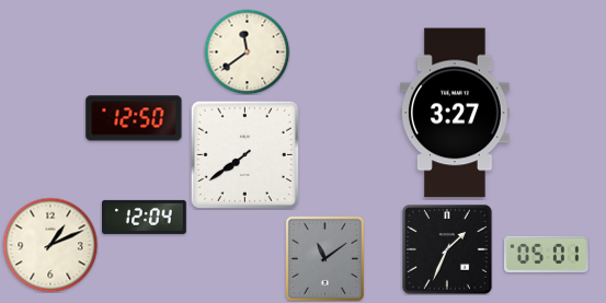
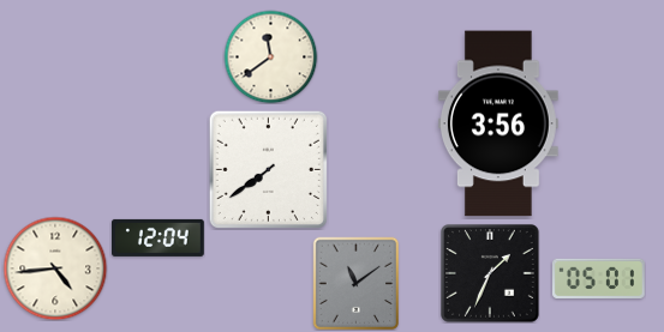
clock at (455, 113): 3:27 -> 3:56
clock at (134, 118): 12:50 -> none
clock at (50, 245): 1:11 -> 4:44
